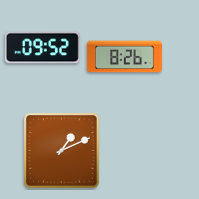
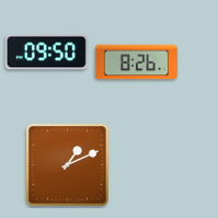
clock at (42, 48): 09:52 -> 09:50
